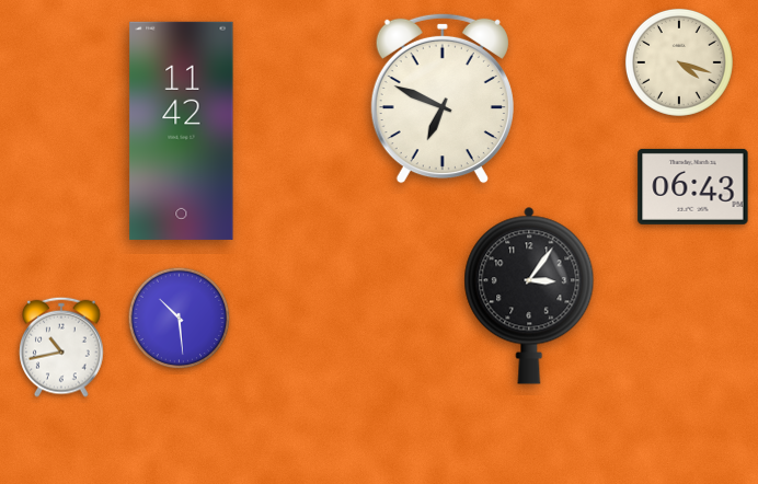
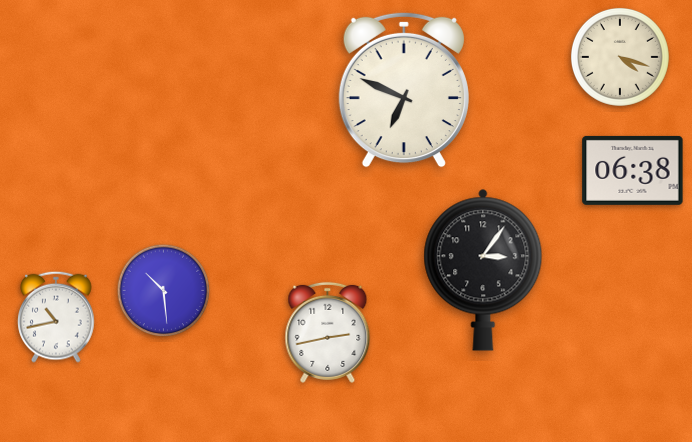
clock at (182, 130): 11:42 -> none
clock at (693, 186): 06:43 -> 06:38
clock at (328, 332): none -> 2:43
